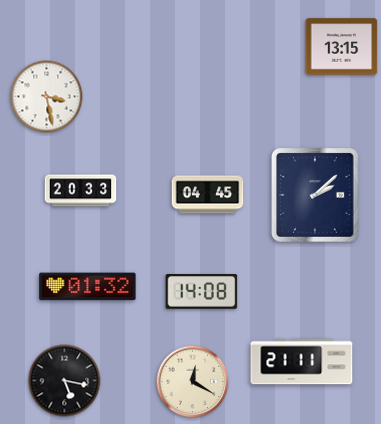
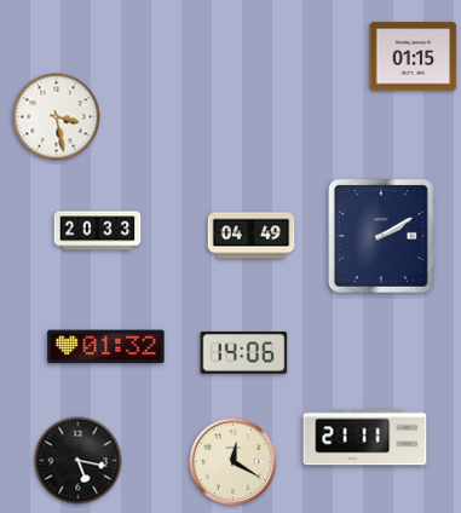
clock at (342, 47): 13:15 -> 01:15
clock at (208, 195): 04:45 -> 04:49
clock at (316, 195): 2:08 -> 2:10
clock at (202, 292): 14:08 -> 14:06
